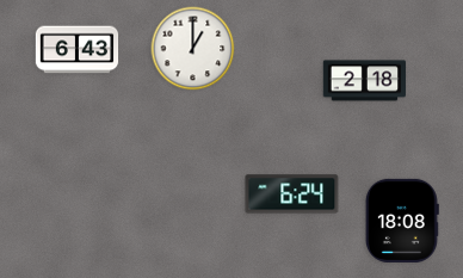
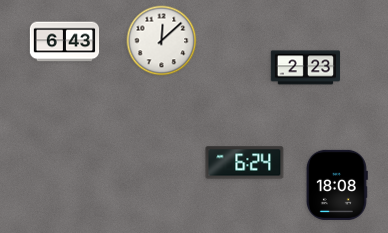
clock at (193, 49): 1:00 -> 12:08
clock at (365, 81): 2:18 -> 2:23
